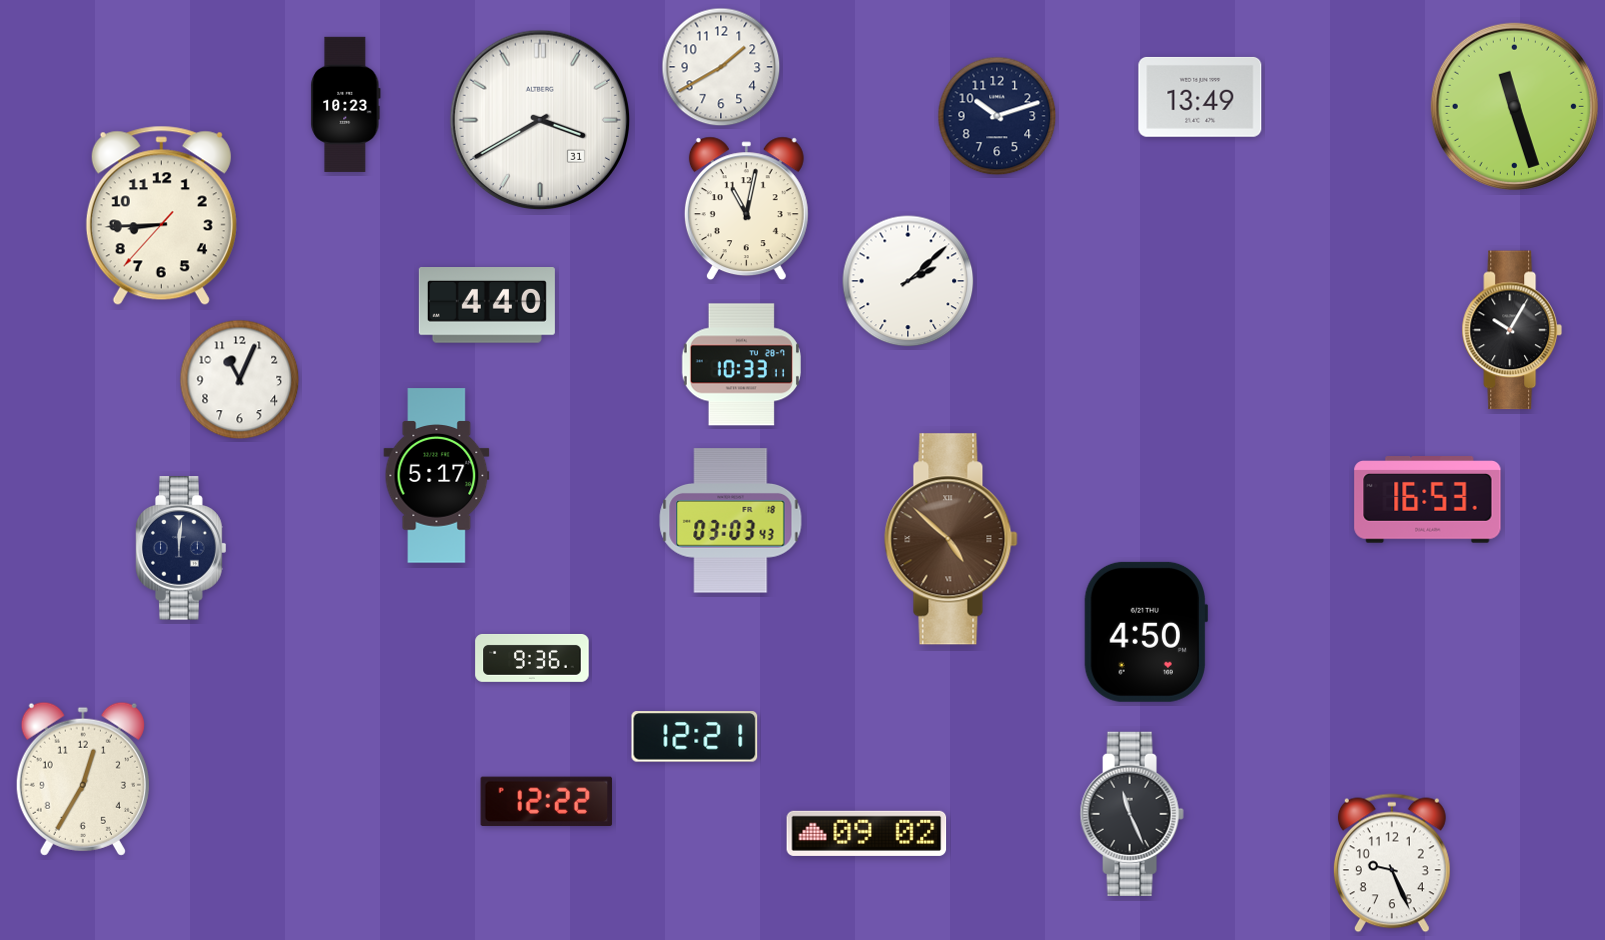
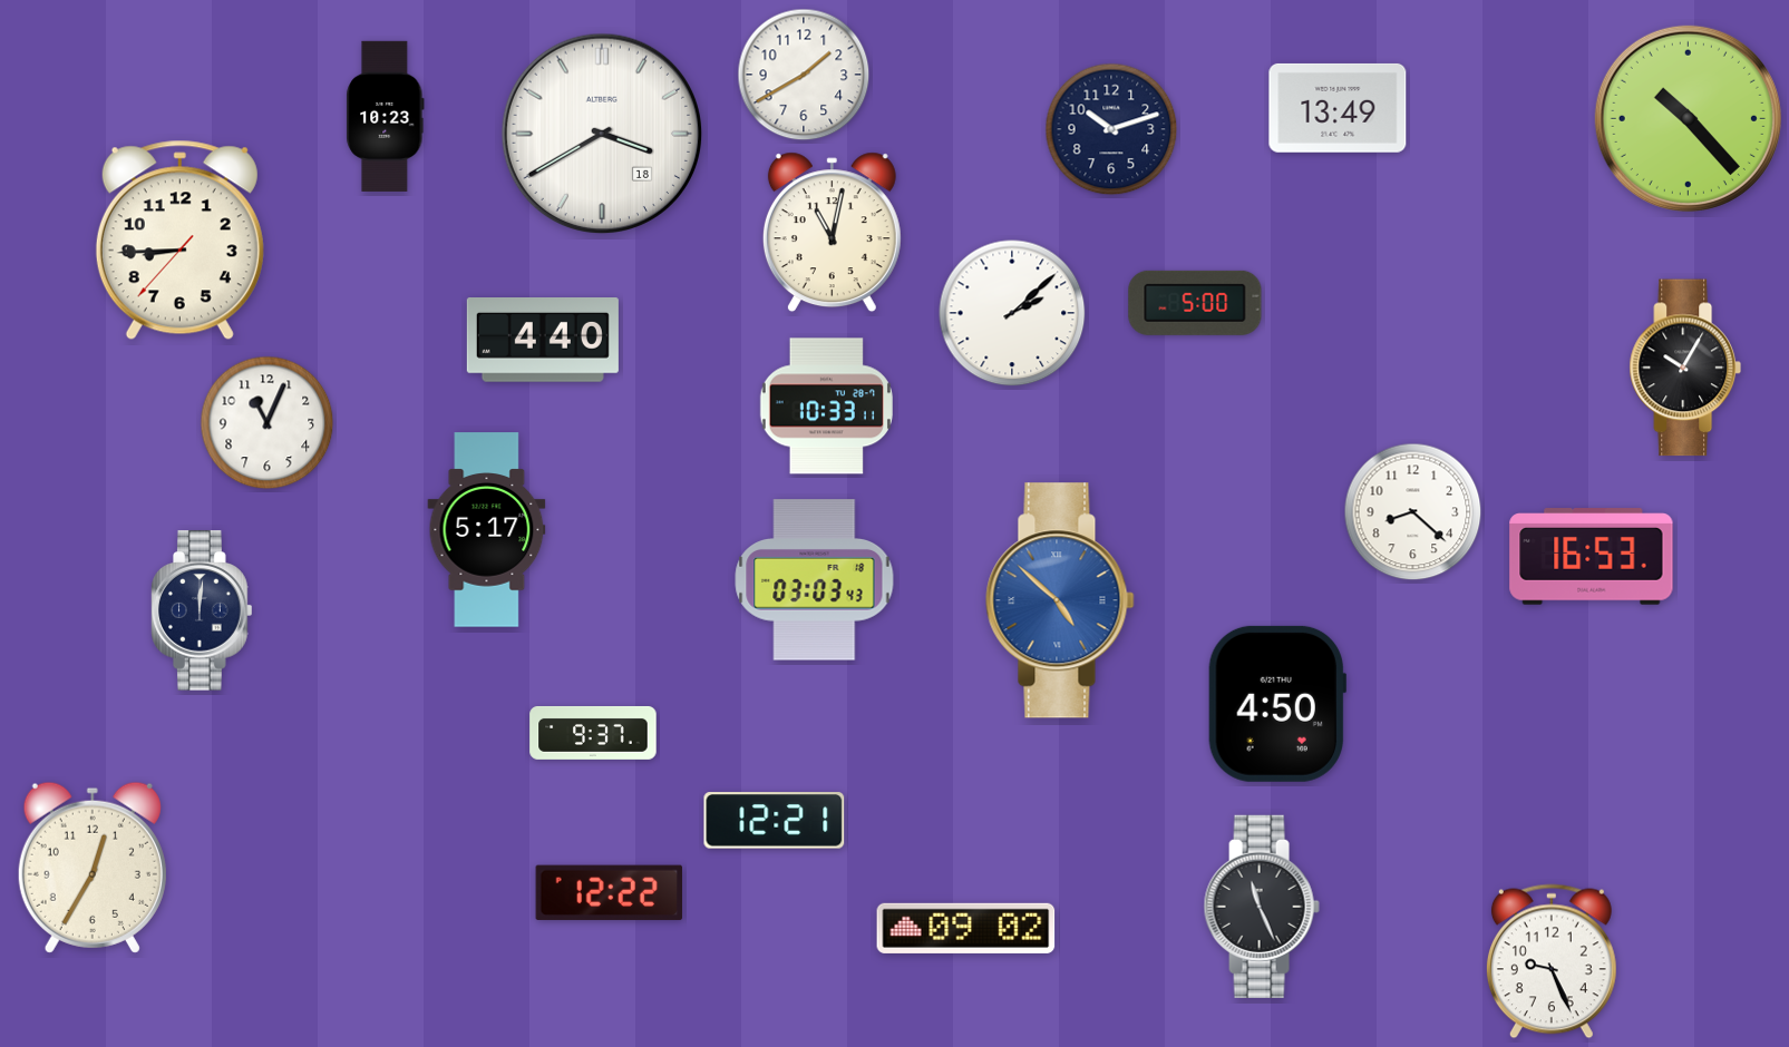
clock at (1514, 106): 11:27 -> 10:23
clock at (539, 119) date: 31 -> 18
clock at (1195, 303): none -> 5:00
clock at (1413, 512): none -> 8:22
clock at (951, 539) dial: brown -> blue
clock at (532, 658): 9:36 -> 9:37
